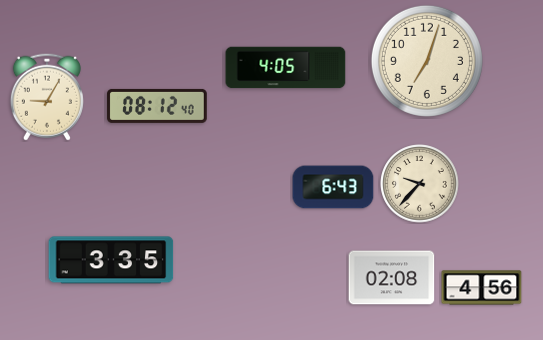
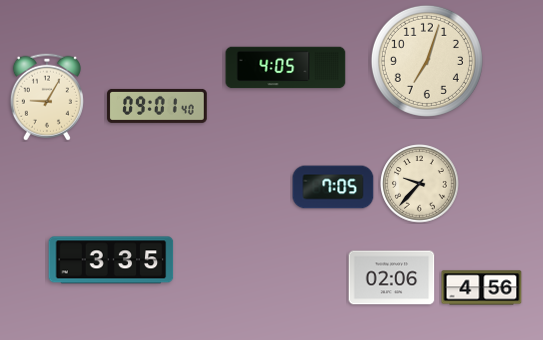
clock at (157, 106): 08:12 -> 09:01
clock at (333, 187): 6:43 -> 7:05
clock at (392, 278): 02:08 -> 02:06
